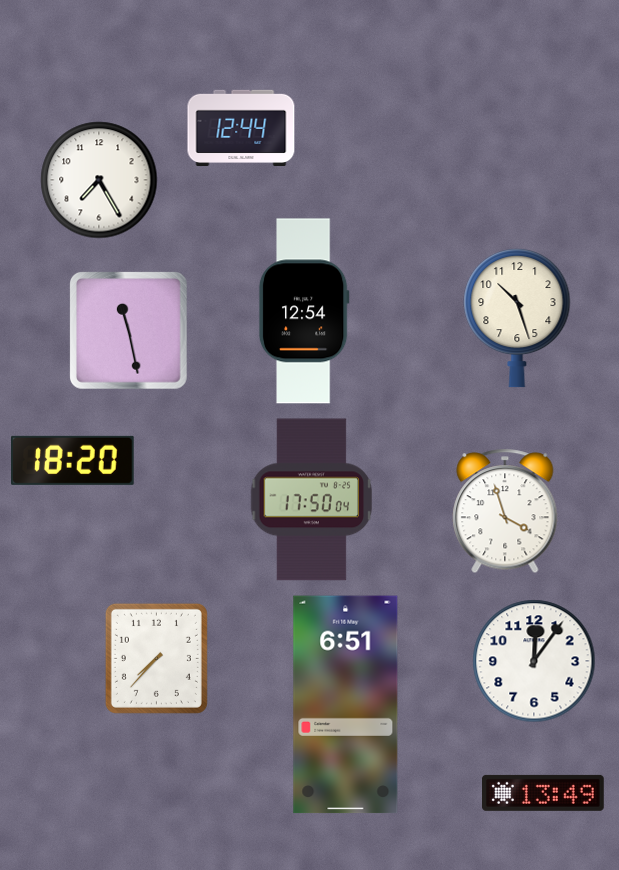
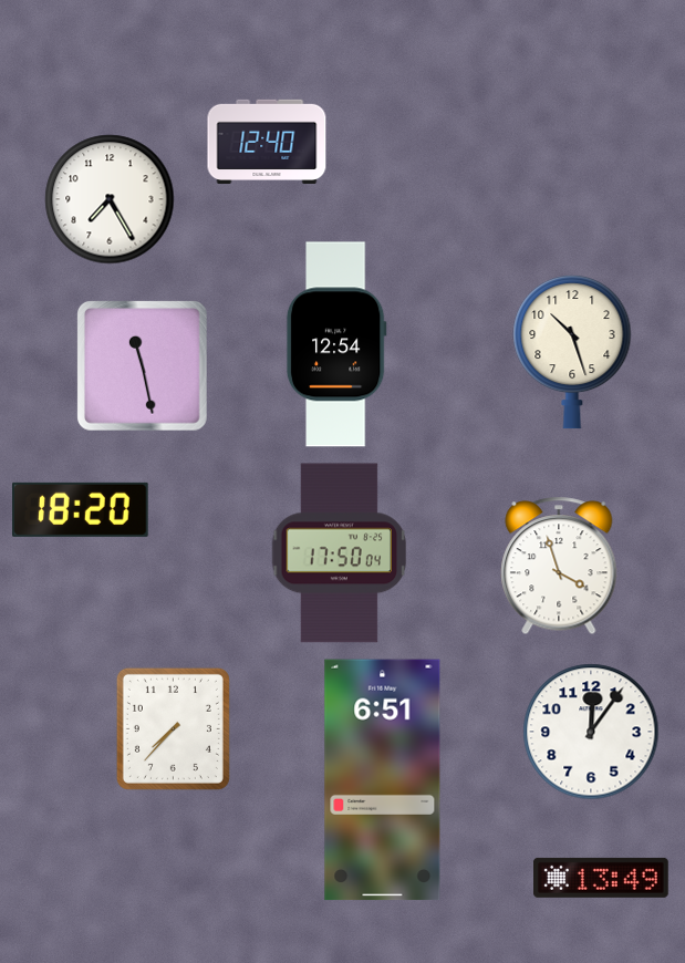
clock at (241, 127): 12:44 -> 12:40
clock at (312, 500) position: (312, 500) -> (340, 553)
